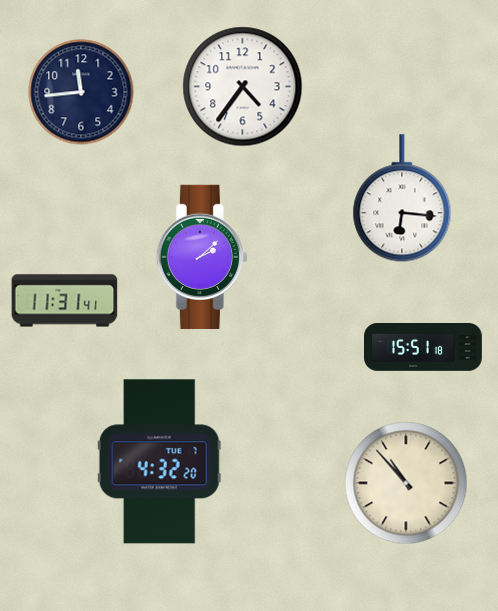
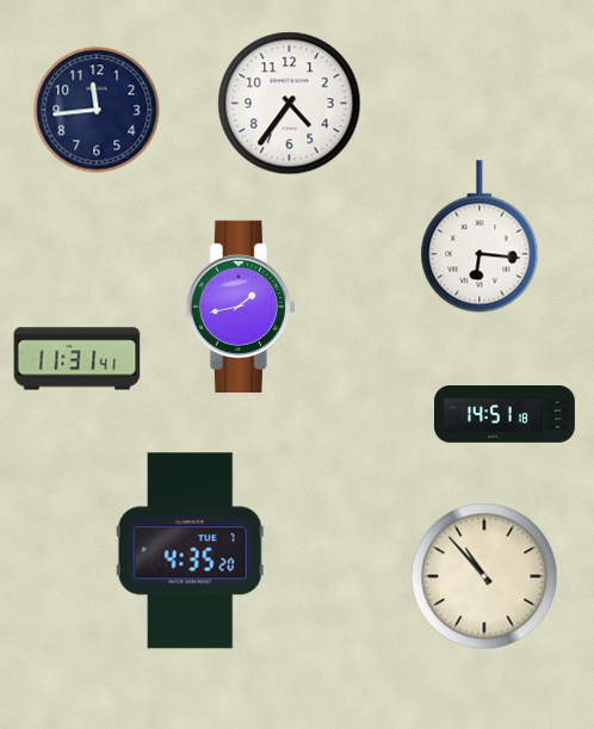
clock at (202, 257): 2:08 -> 1:43
clock at (424, 348): 15:51 -> 14:51
clock at (159, 462): 4:32 -> 4:35
